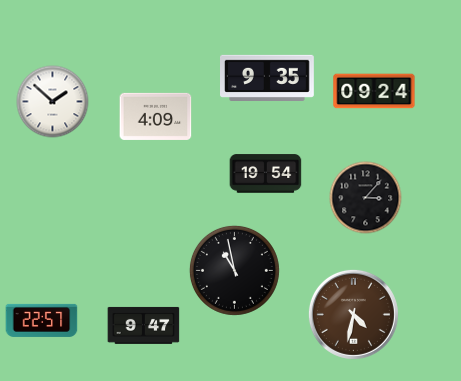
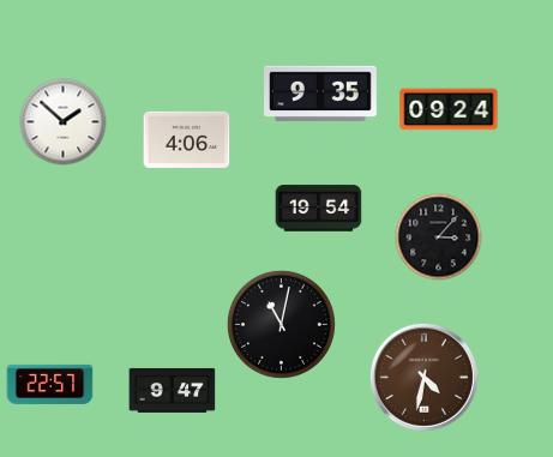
clock at (156, 116): 4:09 -> 4:06
clock at (234, 270): 10:58 -> 11:02
